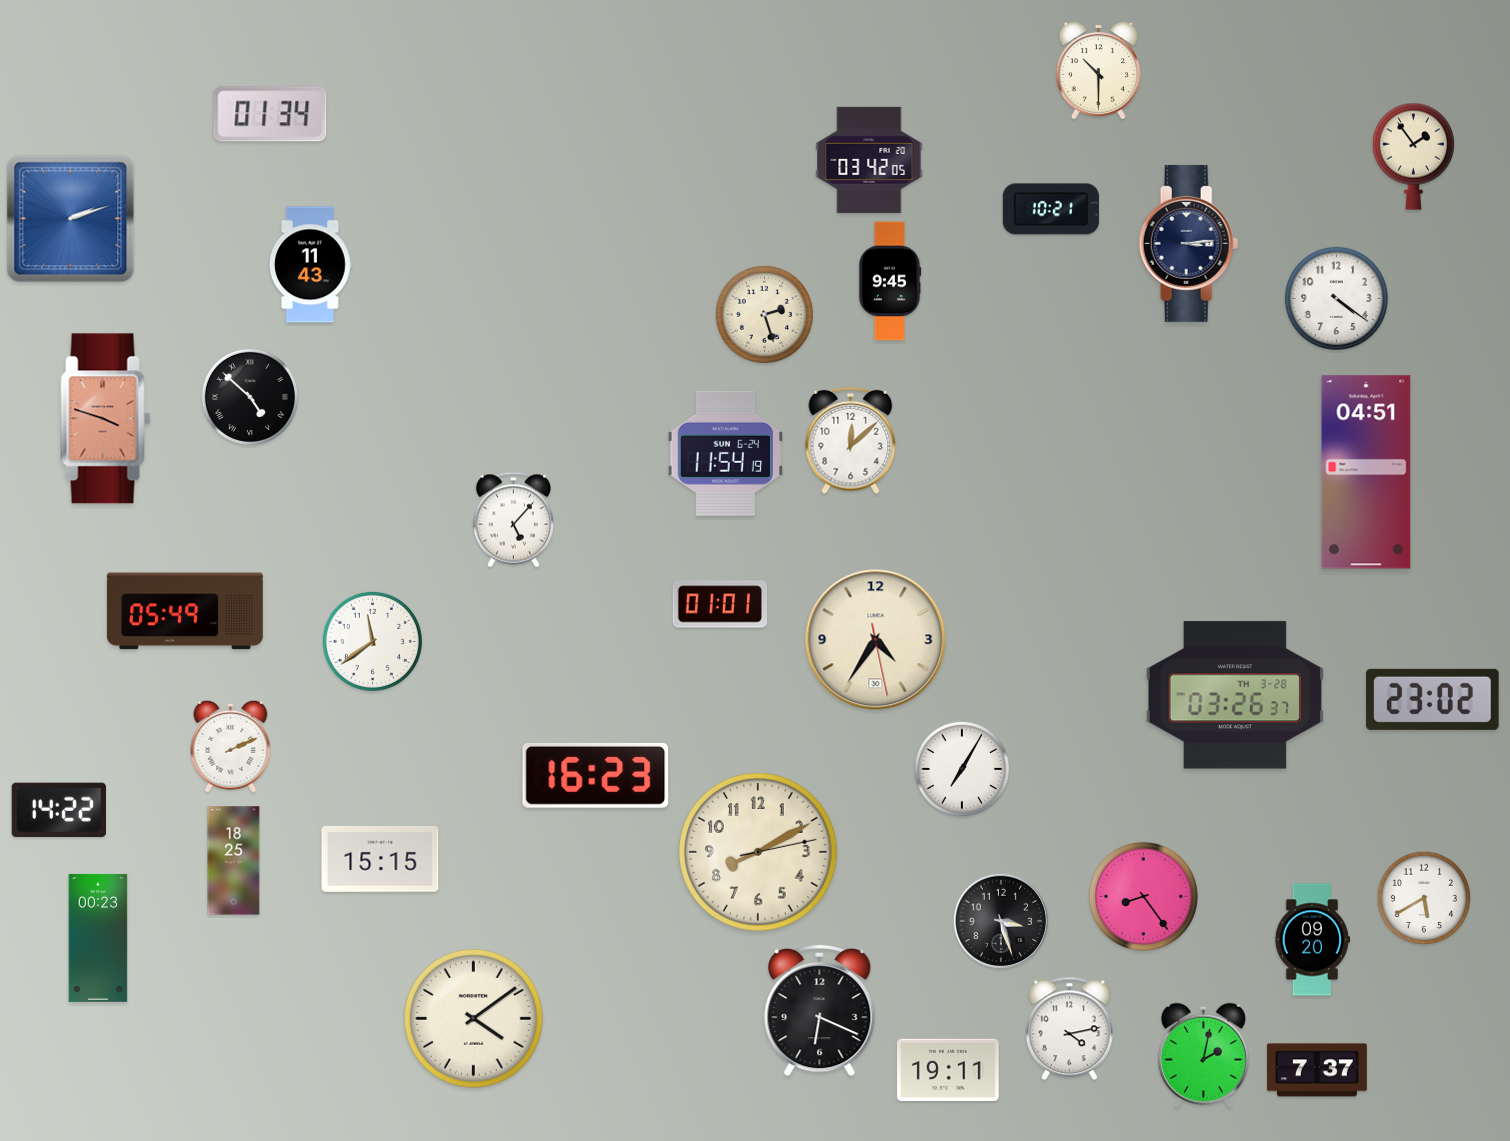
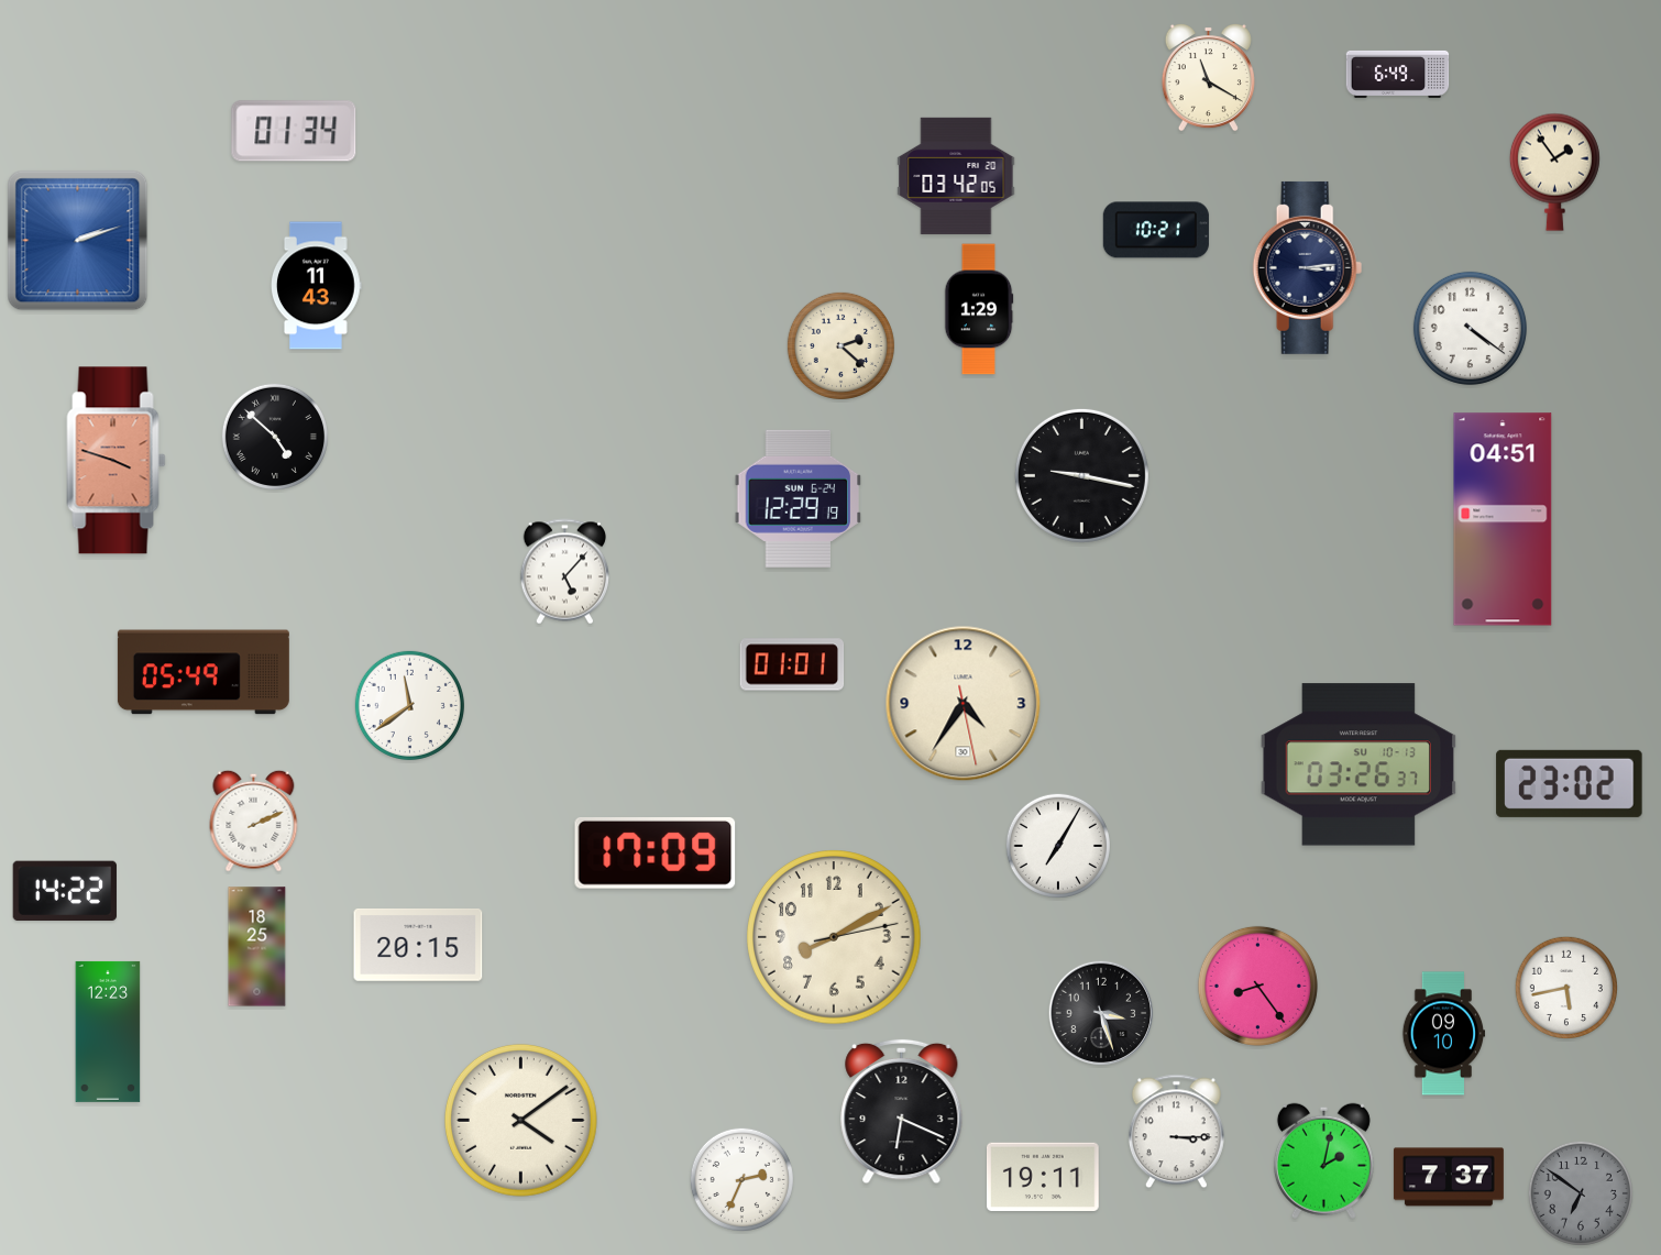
clock at (1398, 74): none -> 6:49
clock at (1098, 70): 10:30 -> 11:20
clock at (270, 114) position: (270, 114) -> (294, 131)
clock at (311, 265) position: (311, 265) -> (317, 286)
clock at (890, 281): 9:45 -> 1:29
clock at (764, 314): 2:27 -> 2:22
clock at (1081, 475): none -> 9:17
clock at (851, 441): 12:08 -> none
clock at (726, 453): 11:54 -> 12:29
clock at (1235, 695) date: TH 3-28 -> SU 10-13
clock at (1433, 699) position: (1433, 699) -> (1570, 783)
clock at (596, 775): 16:23 -> 17:09
clock at (380, 859): 15:15 -> 20:15
clock at (1423, 897): 5:40 -> 5:43
clock at (98, 938): 00:23 -> 12:23
clock at (1312, 940): 09:20 -> 09:10
clock at (1069, 1029): 4:13 -> 3:15
clock at (741, 1179): none -> 2:34
clock at (1581, 1193): none -> 6:51
